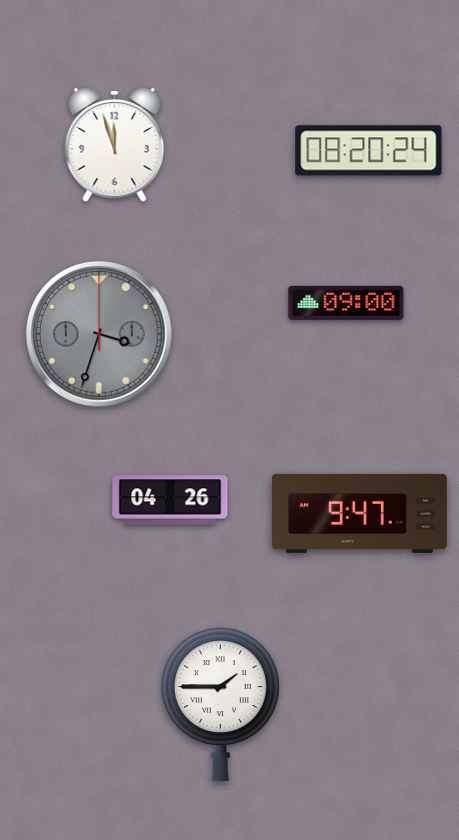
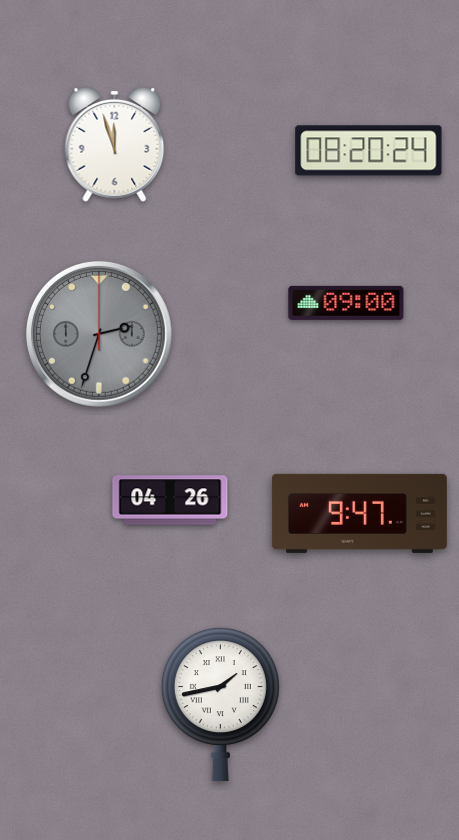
clock at (99, 334): 3:33 -> 2:33
clock at (220, 705): 1:45 -> 1:43
